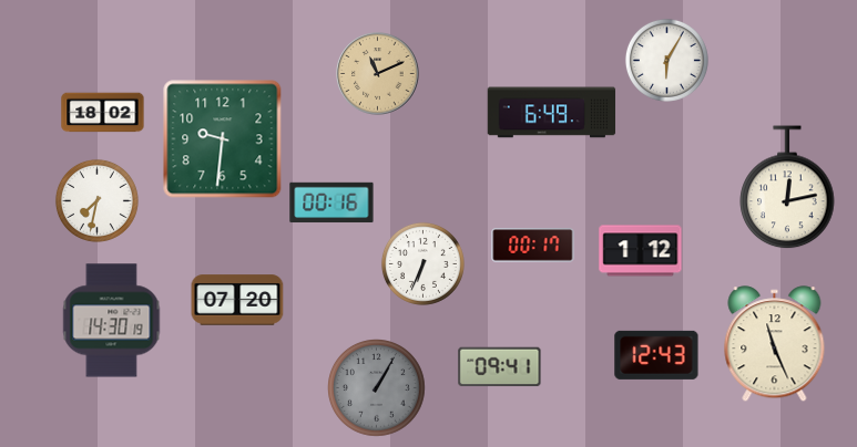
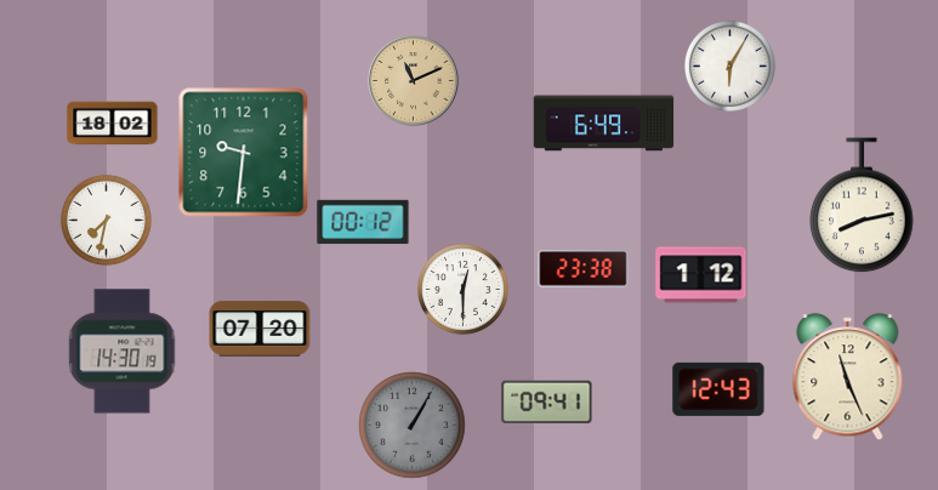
clock at (787, 188): 12:13 -> 8:13
clock at (331, 202): 00:16 -> 00:12
clock at (533, 246): 00:17 -> 23:38
clock at (422, 263): 6:34 -> 12:30
